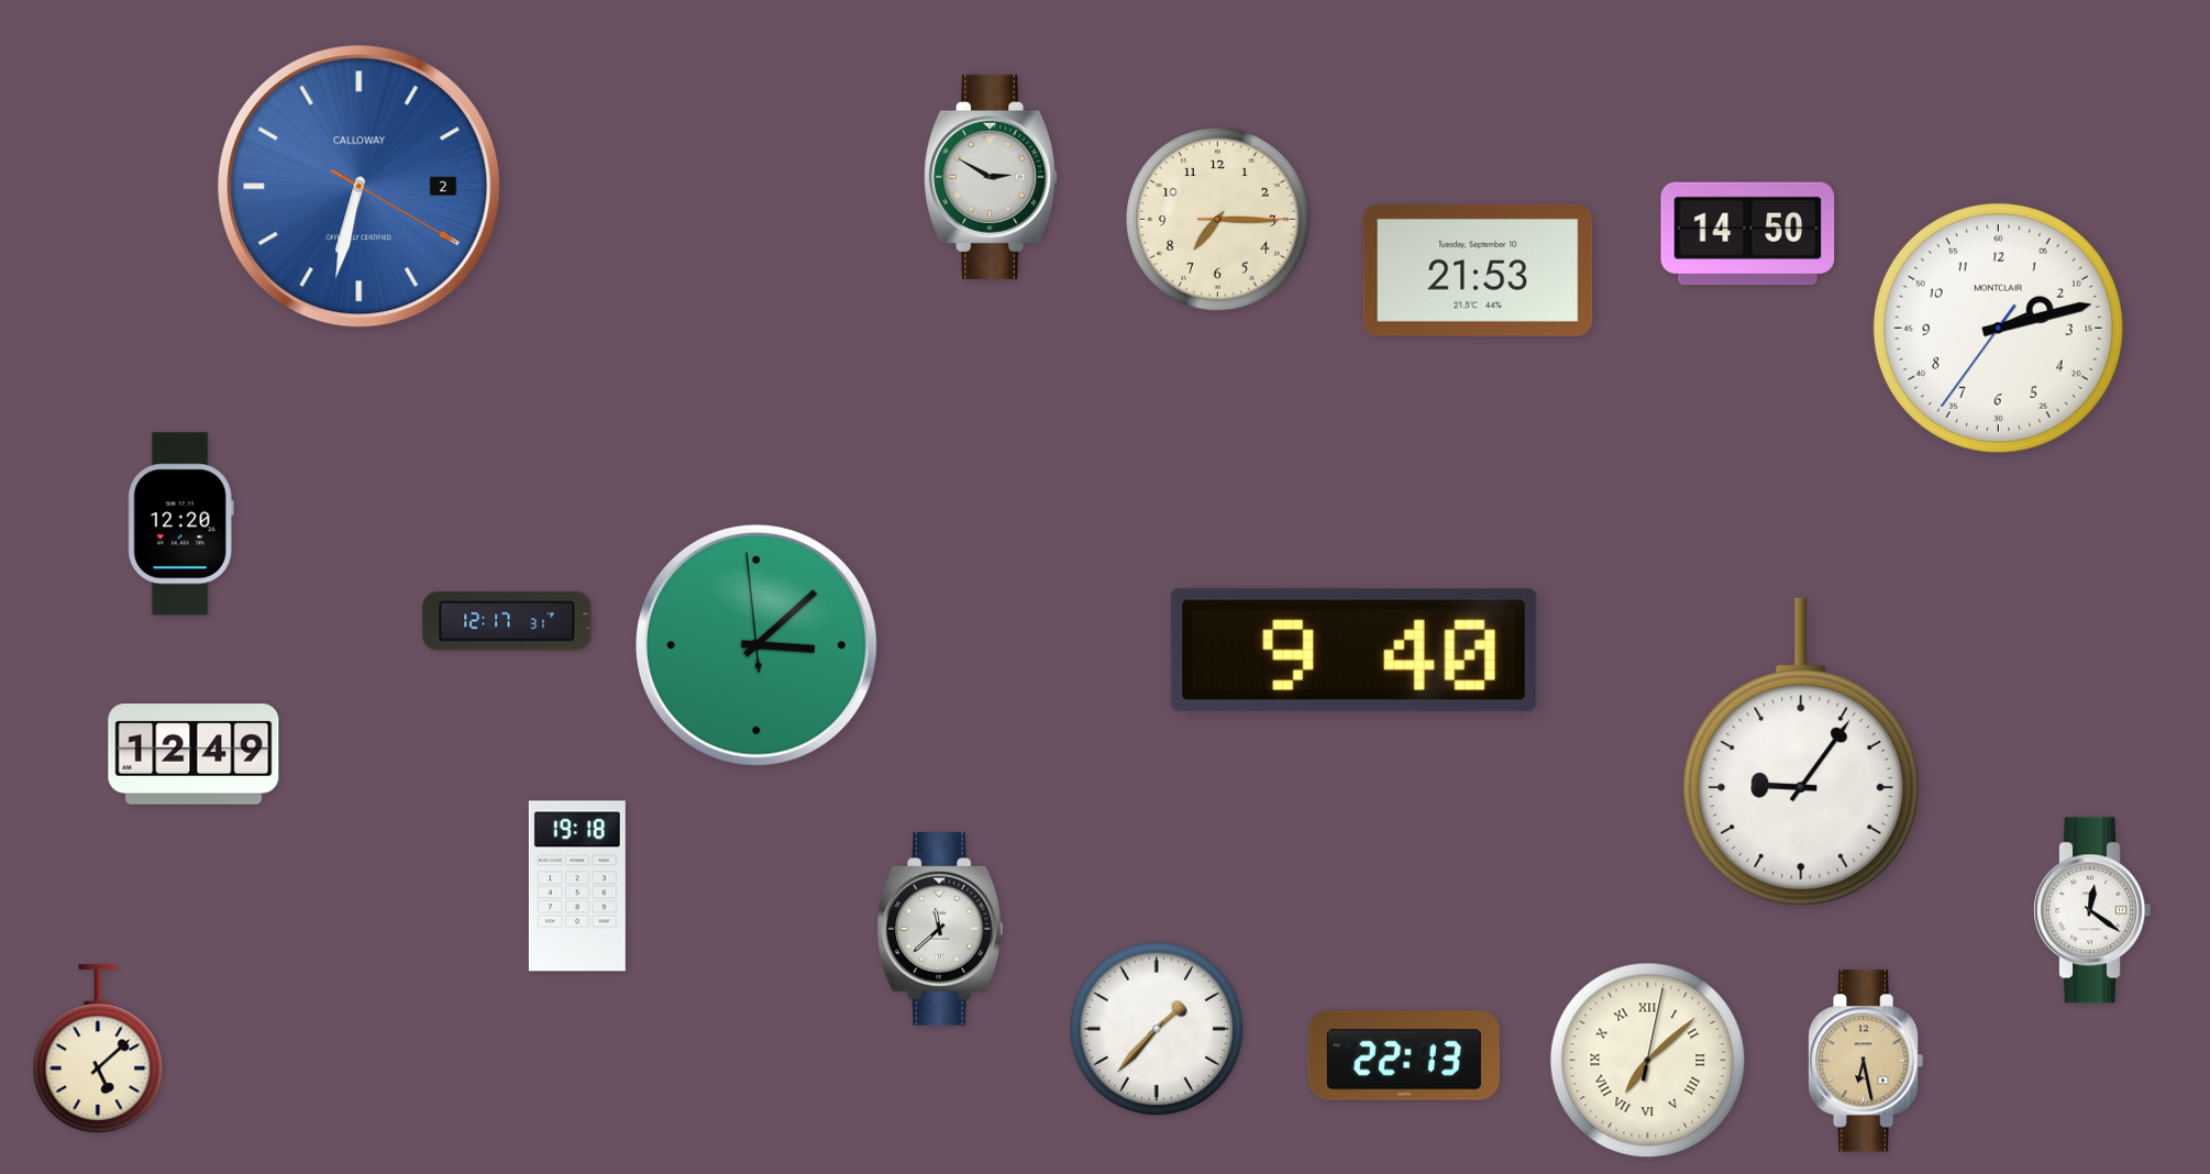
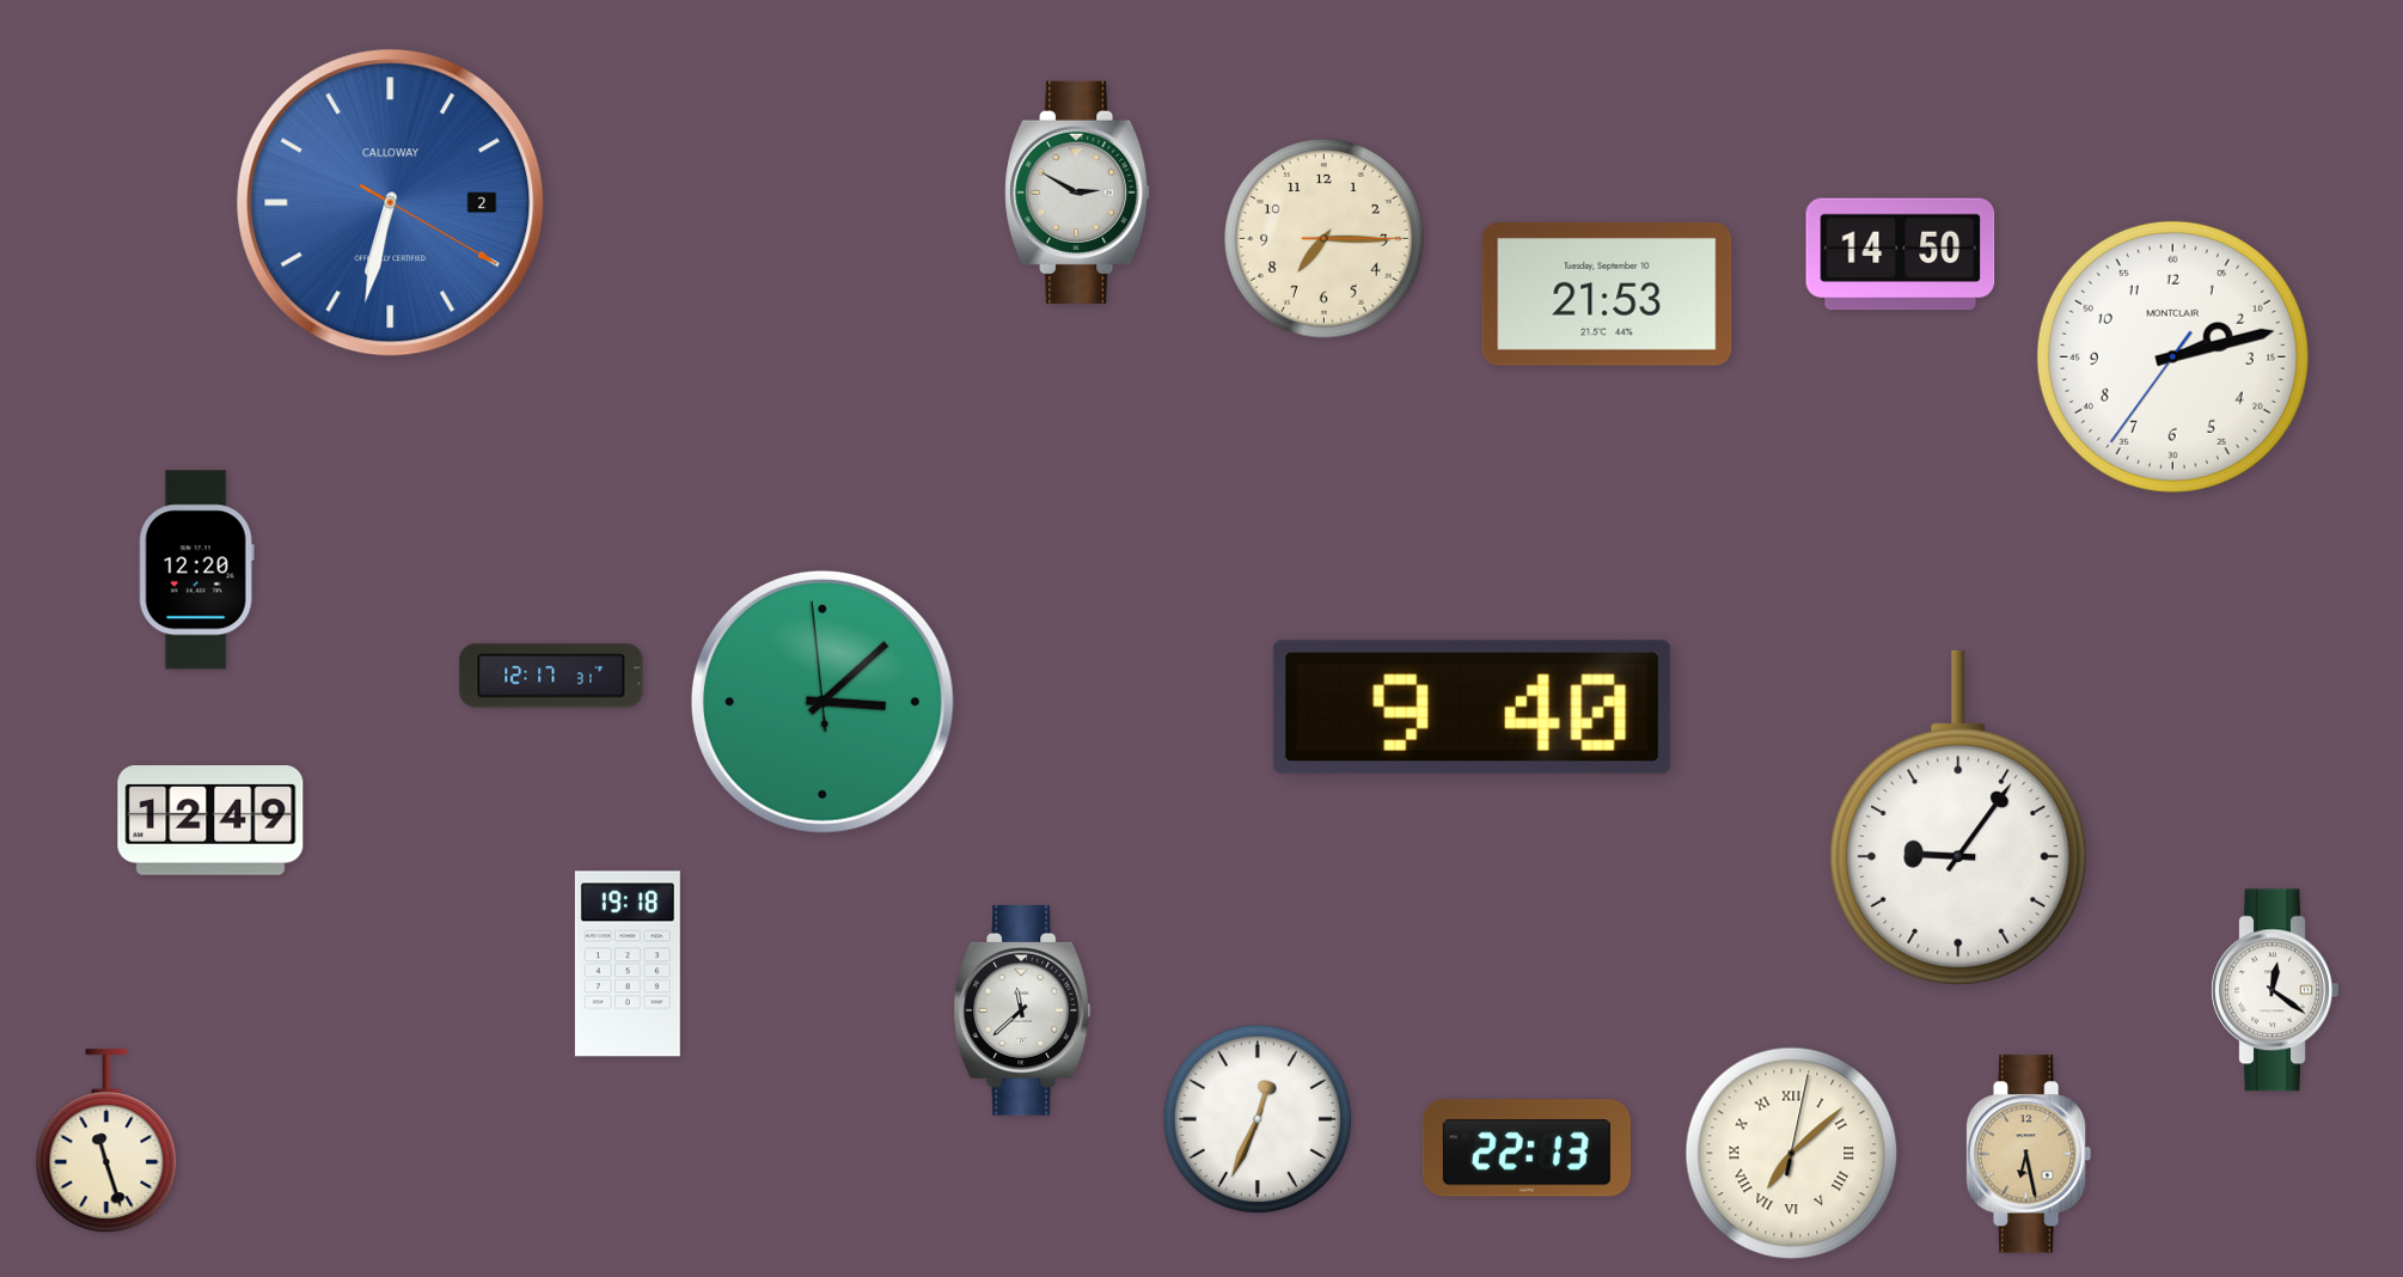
clock at (1157, 1029): 1:37 -> 12:34
clock at (98, 1049): 5:08 -> 11:27
